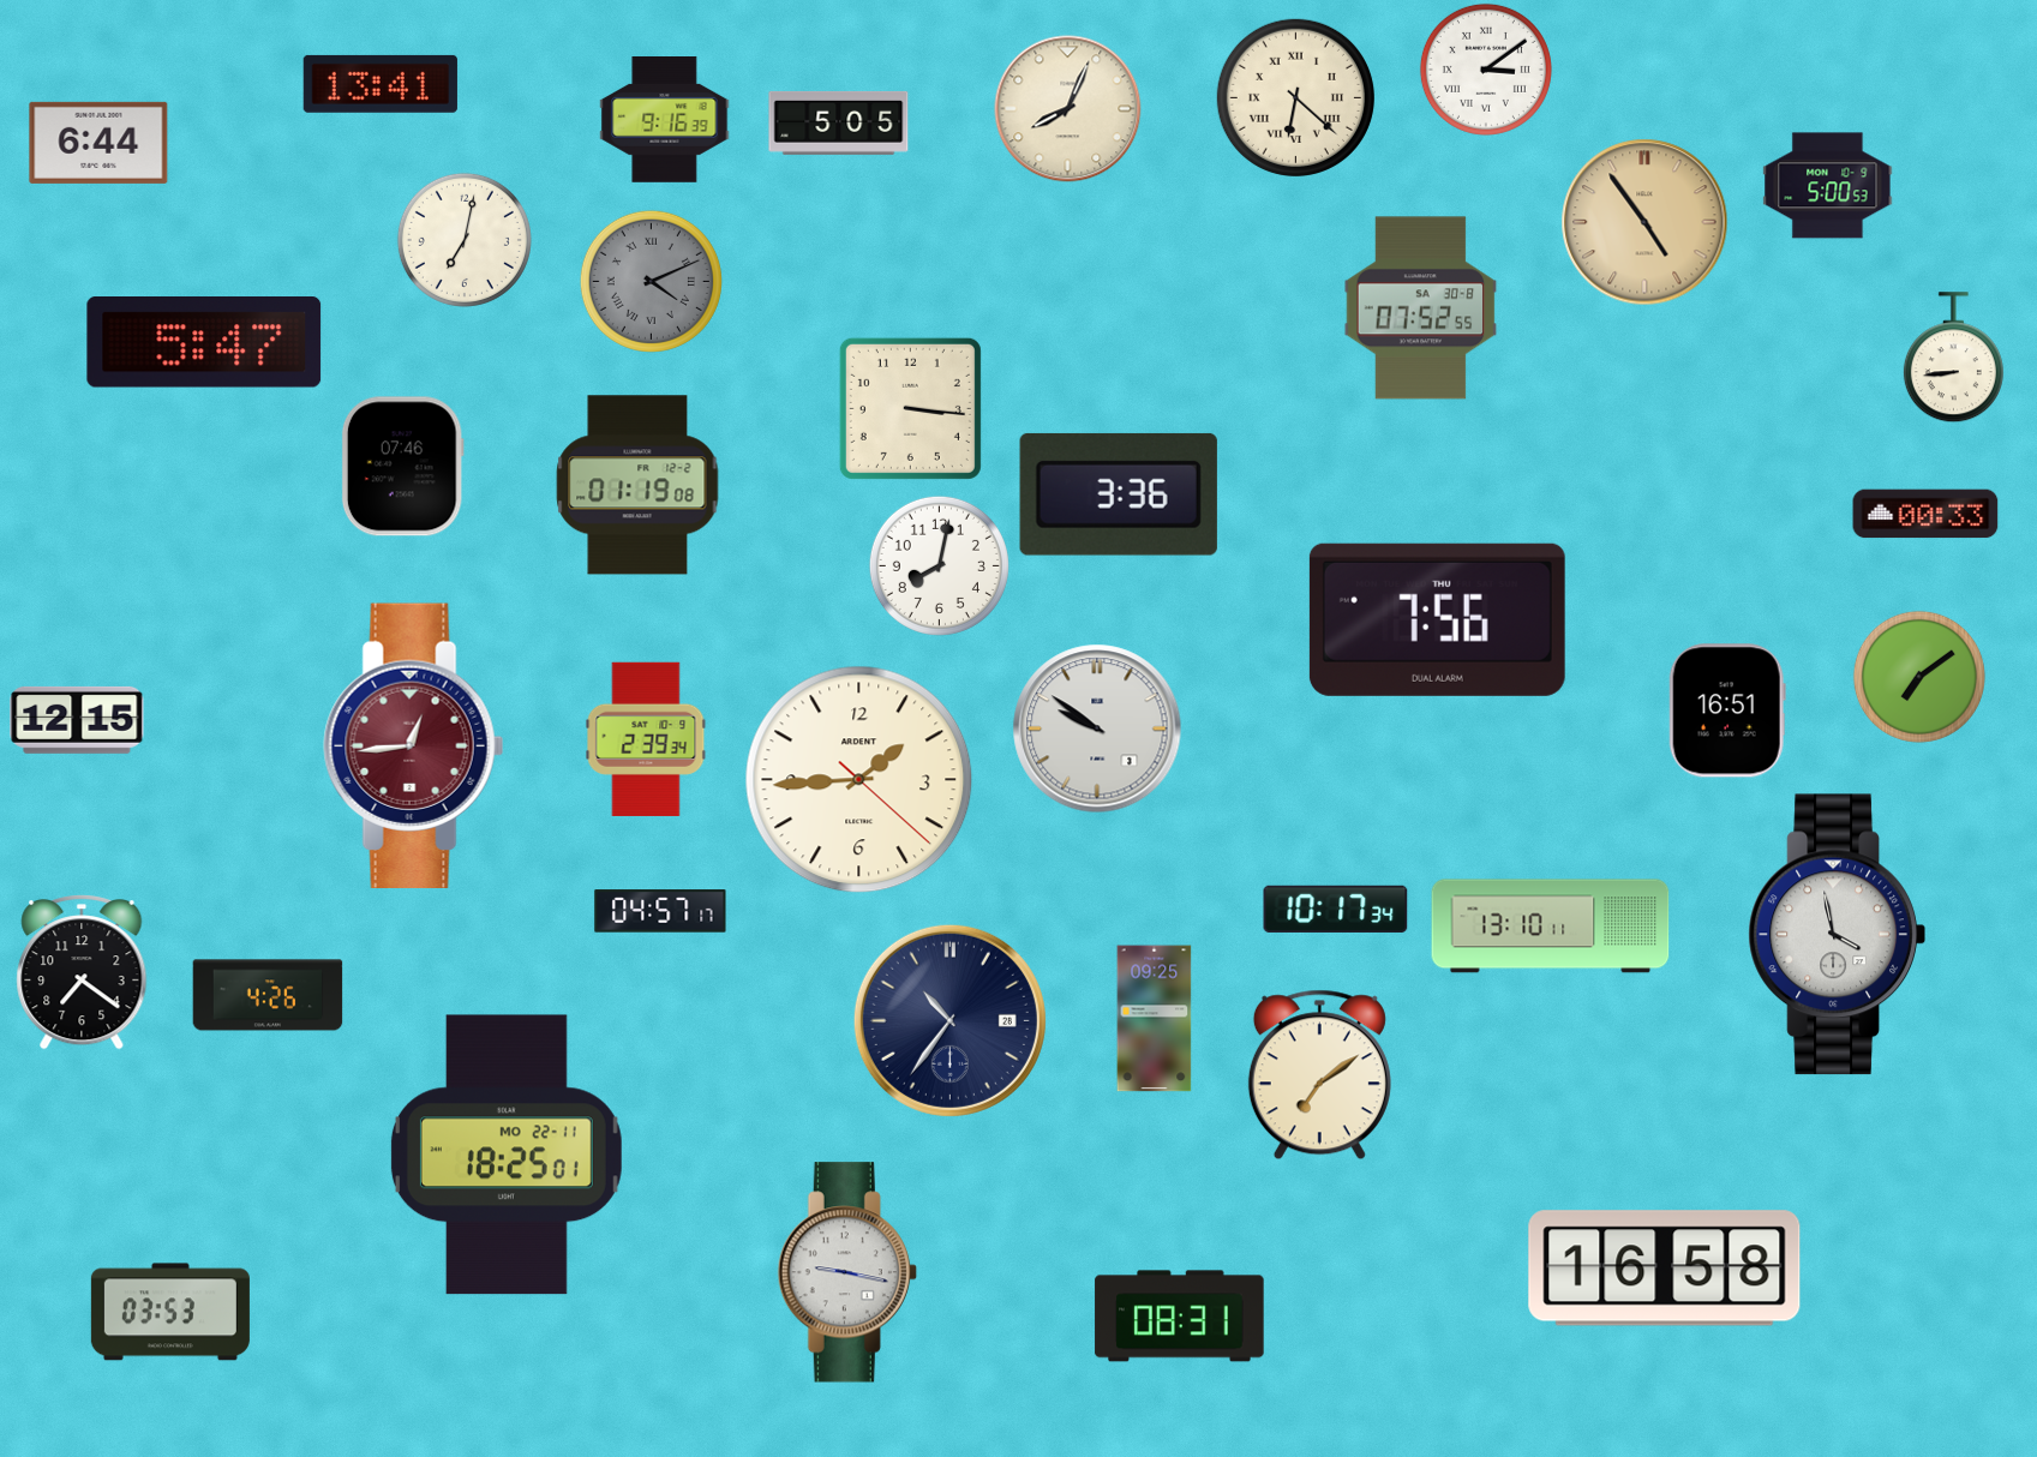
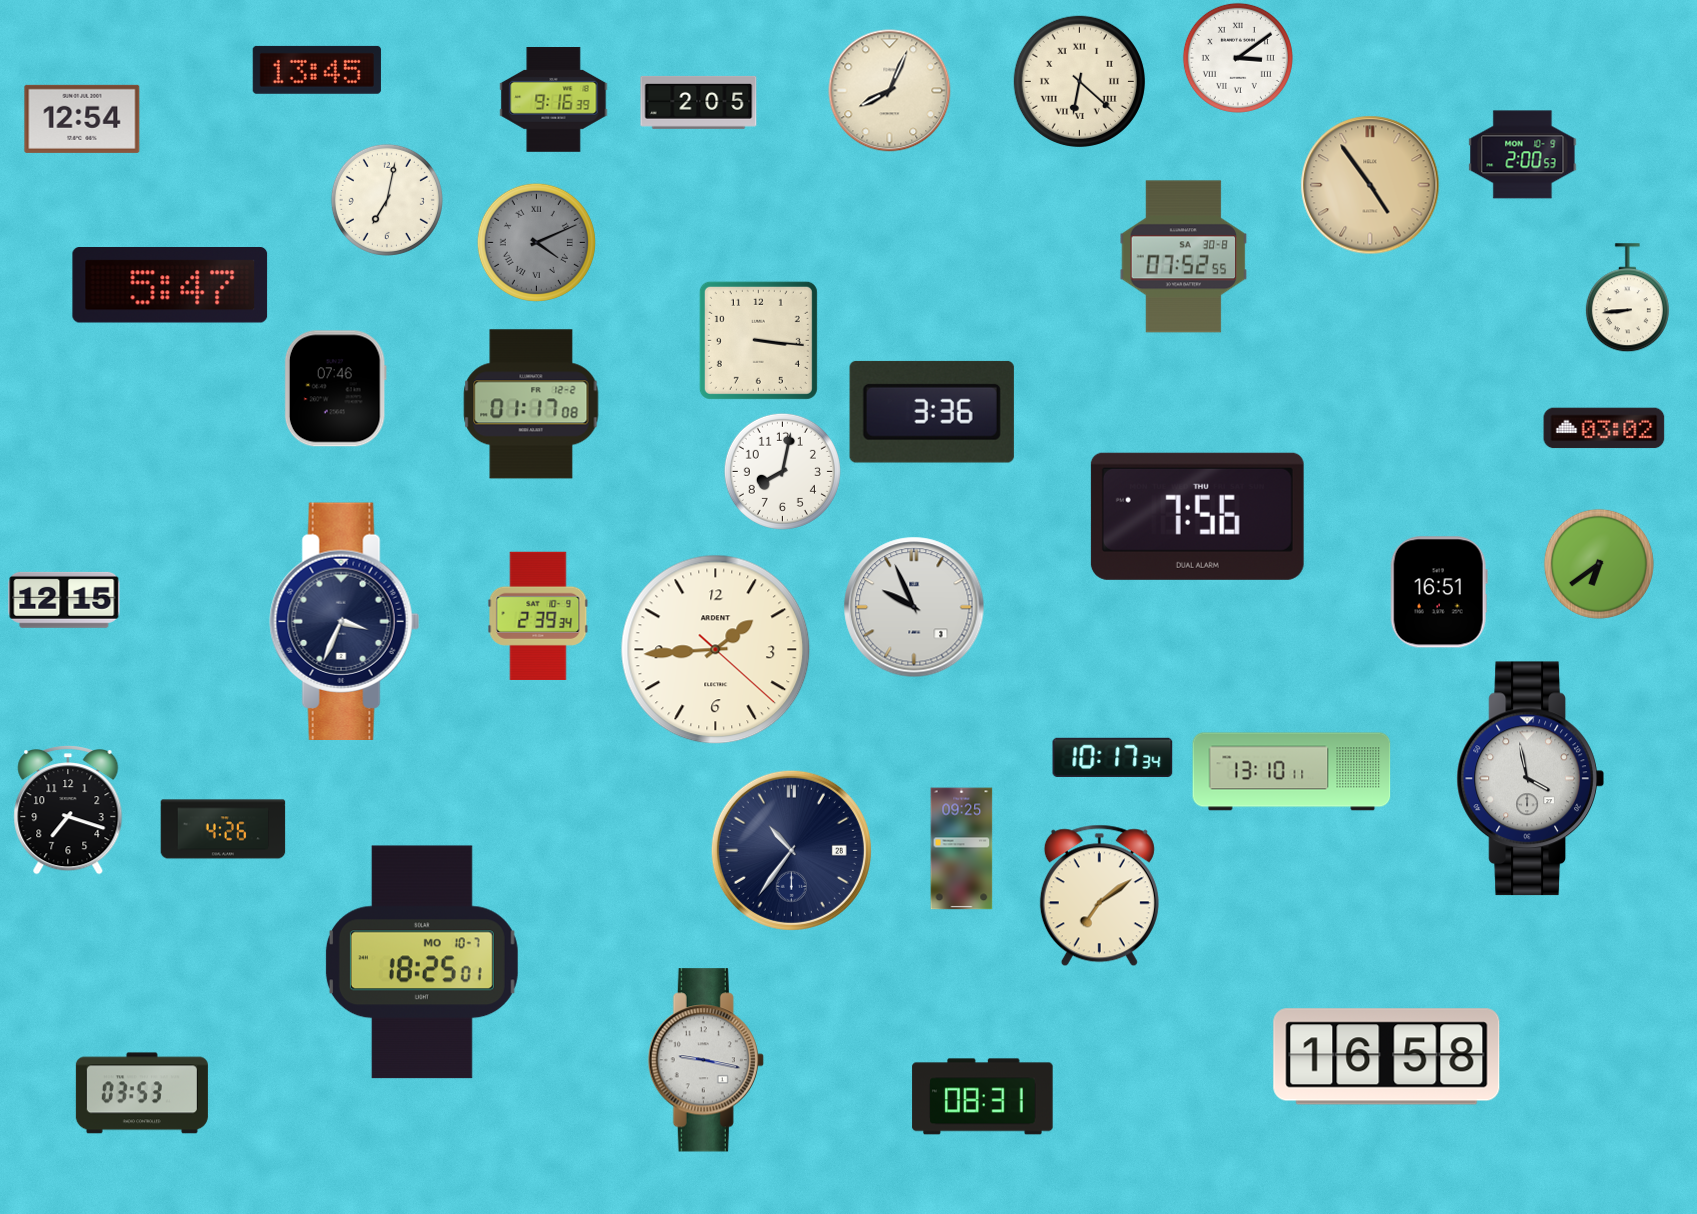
clock at (381, 84): 13:41 -> 13:45
clock at (839, 122): 5:05 -> 2:05
clock at (98, 143): 6:44 -> 12:54
clock at (1828, 186): 5:00 -> 2:00
clock at (651, 281) position: (651, 281) -> (536, 242)
clock at (637, 485): 01:19 -> 01:17
clock at (1925, 514): 00:33 -> 03:02
clock at (1919, 677): 7:09 -> 6:39
clock at (1097, 728): 9:51 -> 9:56
clock at (414, 745): 12:44 -> 3:34
clock at (414, 745) dial: burgundy -> navy
clock at (660, 911): 04:57 -> none
clock at (82, 972): 7:21 -> 7:18
clock at (507, 1155) date: MO 22-11 -> MO 10-7
